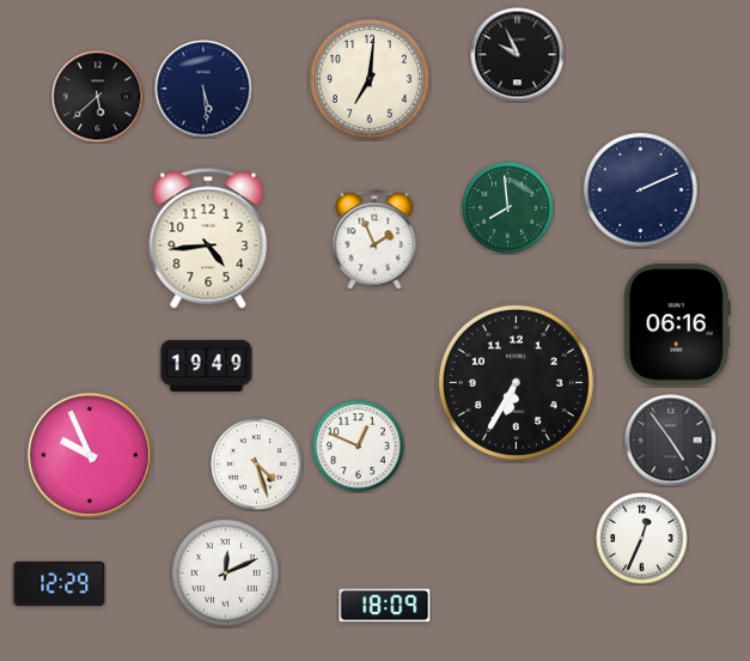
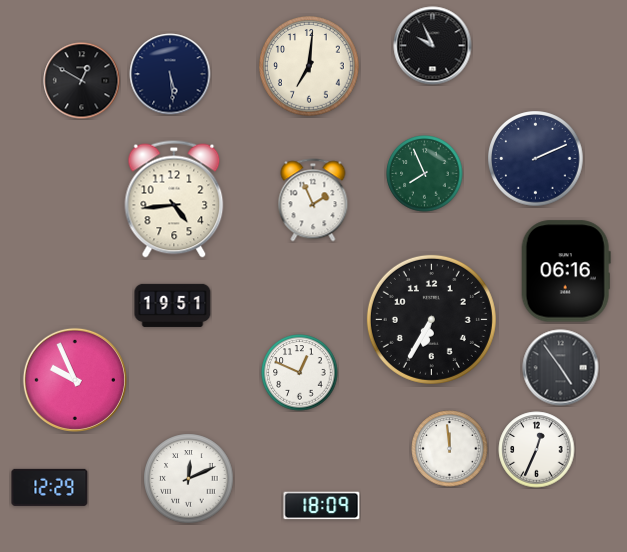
clock at (98, 97): 5:38 -> 12:50
clock at (508, 208): 7:59 -> 7:56
clock at (207, 365): 19:49 -> 19:51
clock at (257, 465): 4:27 -> none
clock at (450, 449): none -> 11:59
